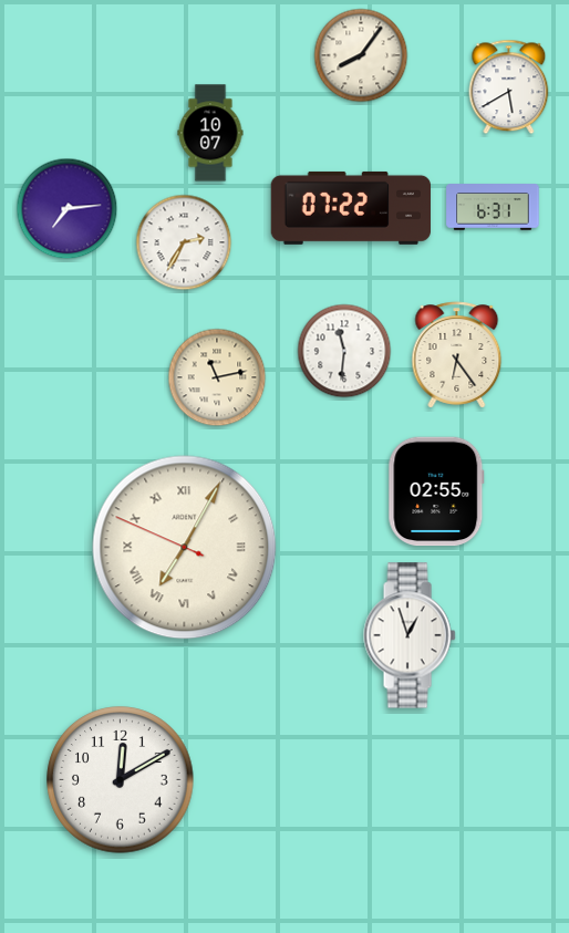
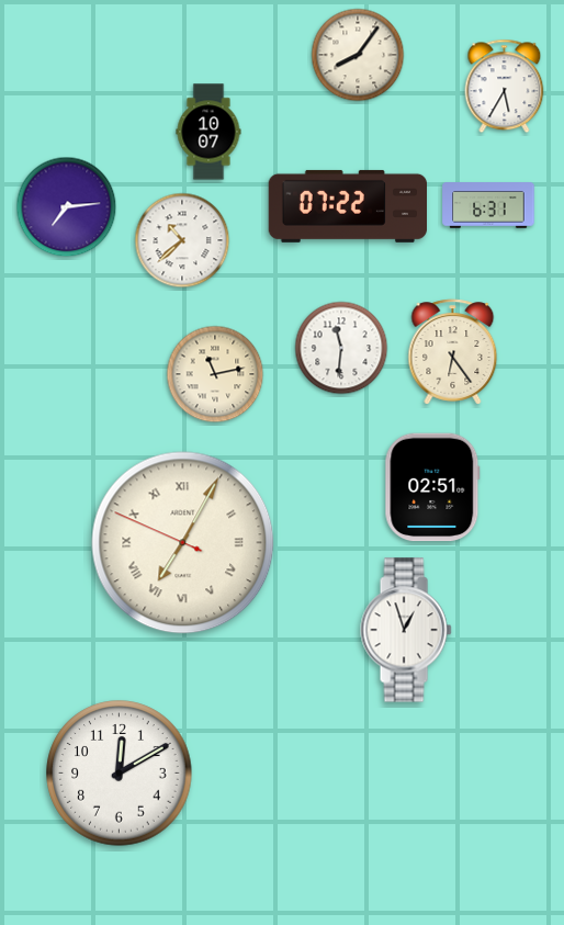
clock at (509, 87): 5:40 -> 5:35
clock at (184, 242): 2:35 -> 10:38
clock at (436, 491): 02:55 -> 02:51
